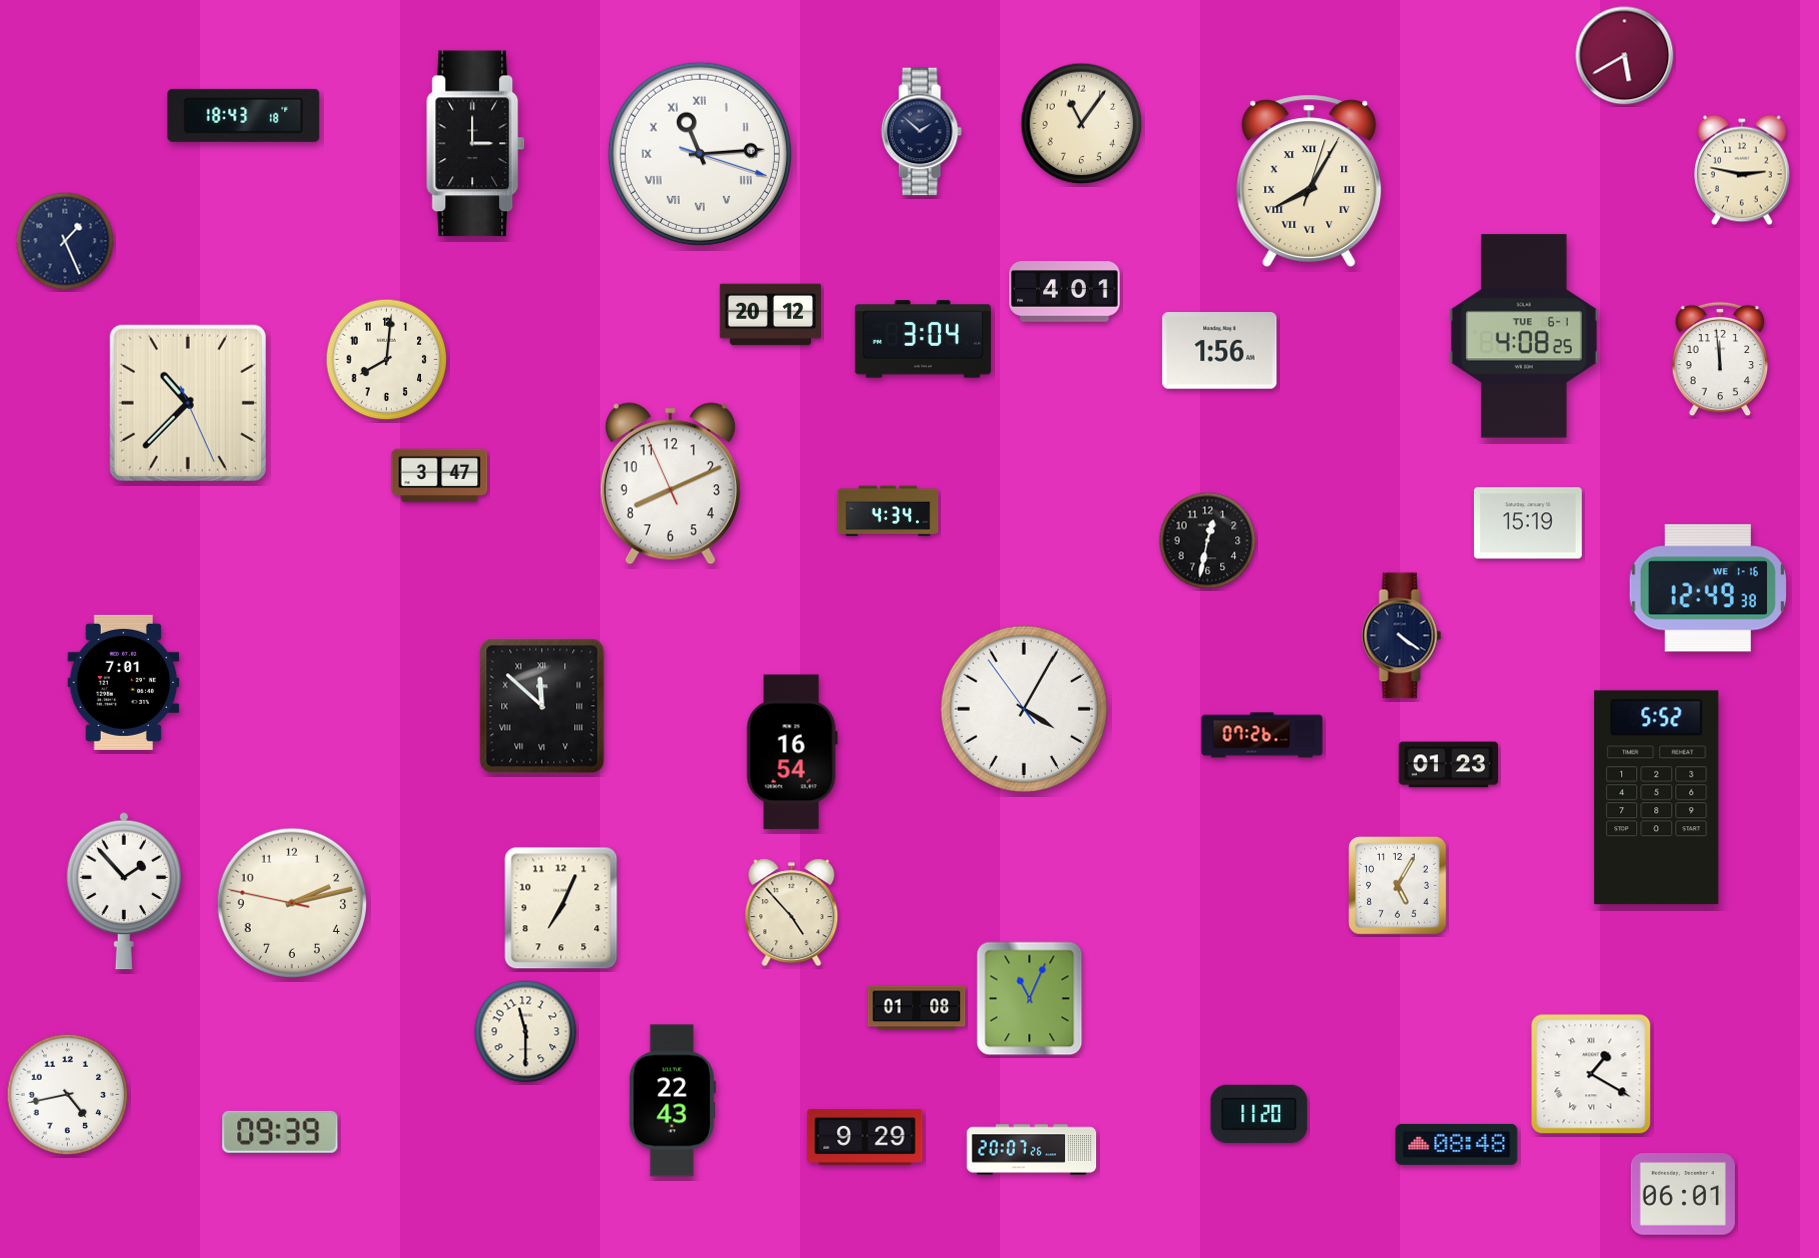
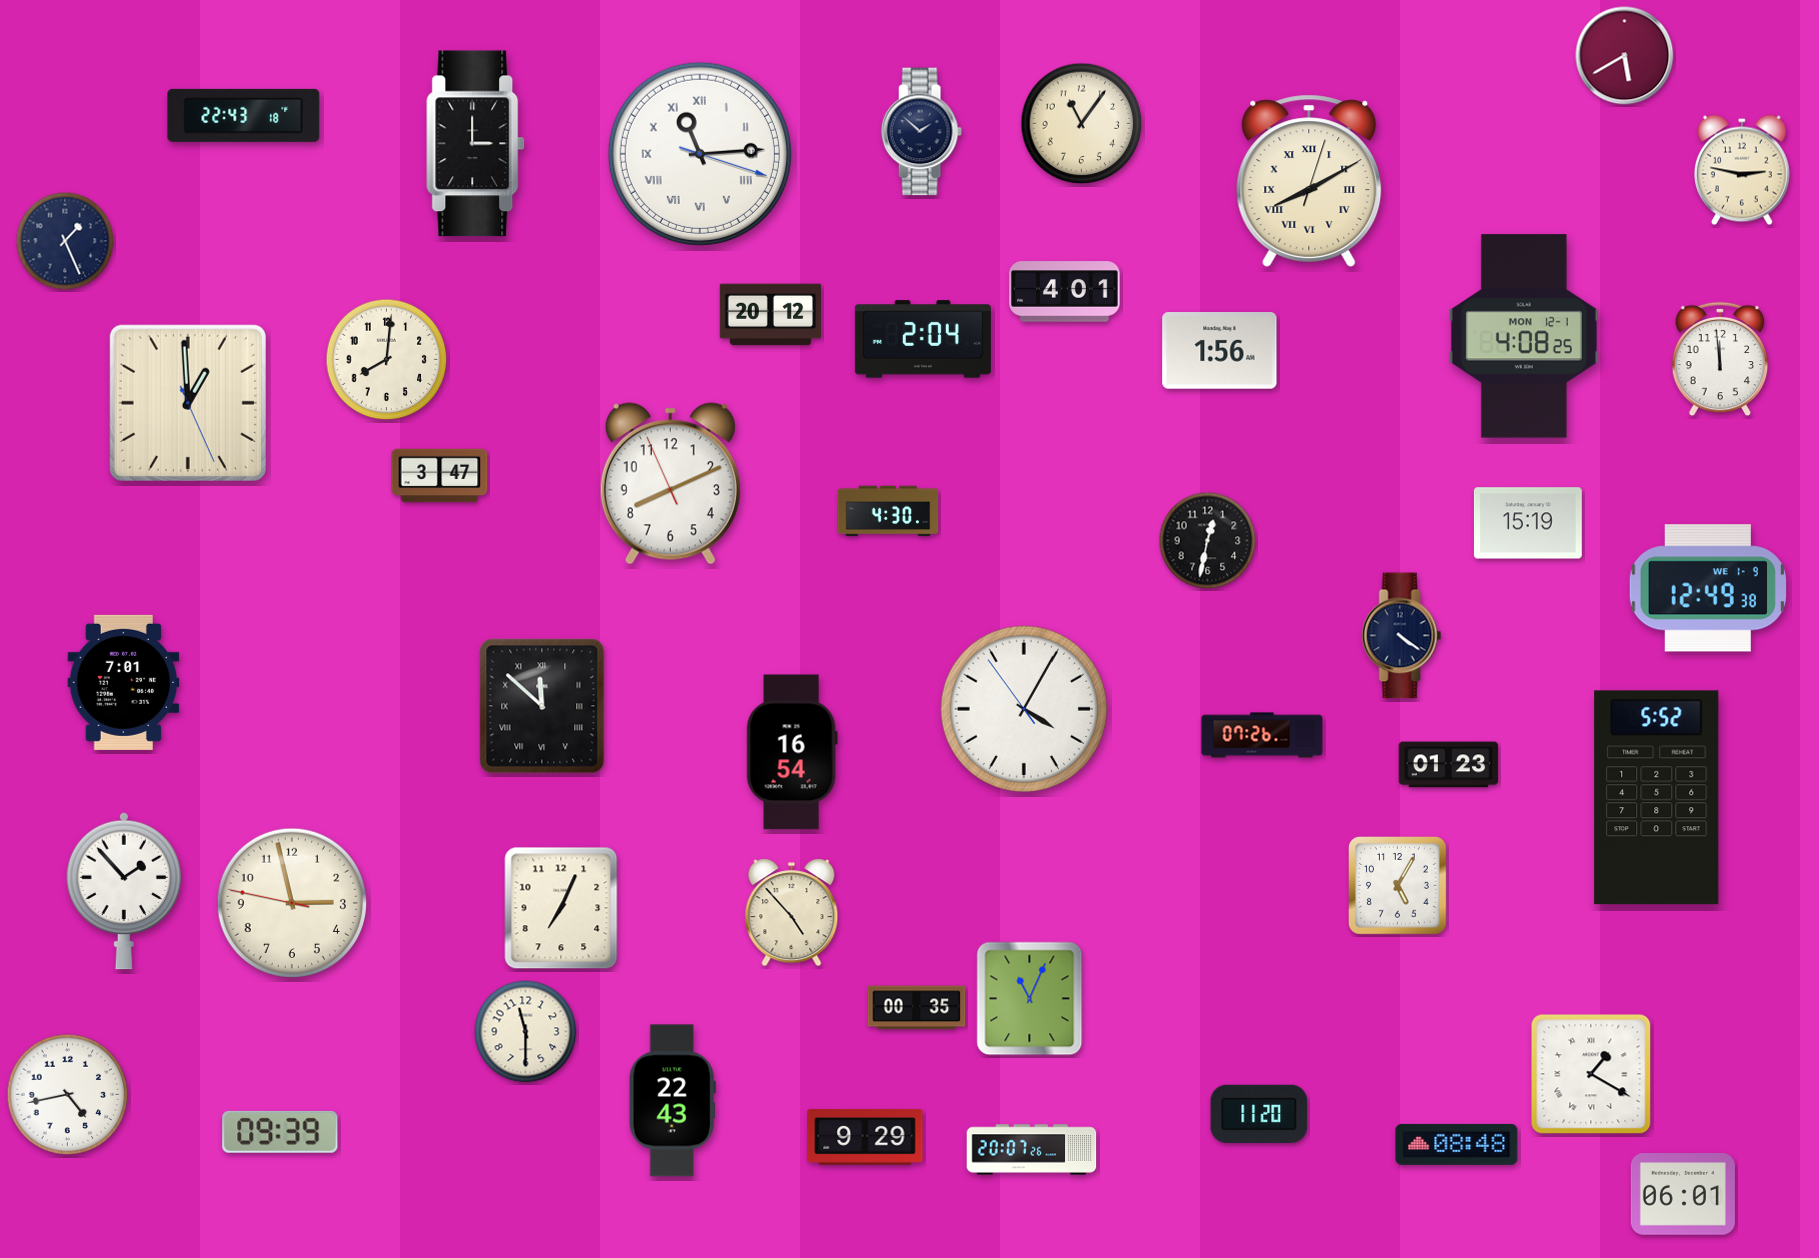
clock at (244, 115): 18:43 -> 22:43
clock at (1309, 181): 8:05 -> 8:10
clock at (1524, 336) date: TUE 6-1 -> MON 12-1
clock at (923, 339): 3:04 -> 2:04
clock at (188, 403): 10:37 -> 12:59
clock at (888, 511): 4:34 -> 4:30
clock at (1708, 588) date: WE 1-16 -> WE 1-9
clock at (292, 903): 2:12 -> 2:57
clock at (917, 1008): 01:08 -> 00:35
